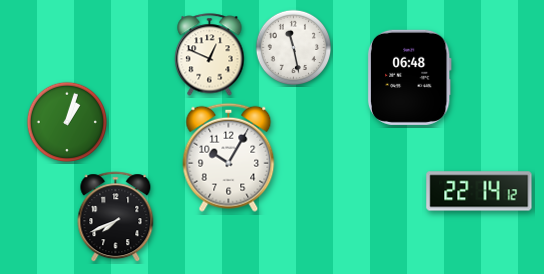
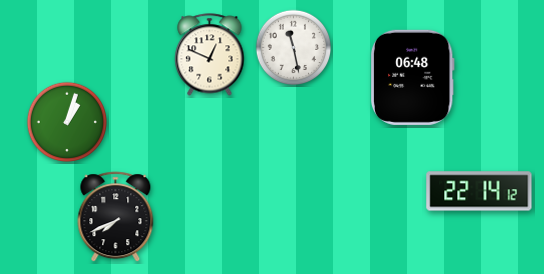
clock at (409, 77) position: (409, 77) -> (412, 77)
clock at (229, 157): 10:05 -> none
